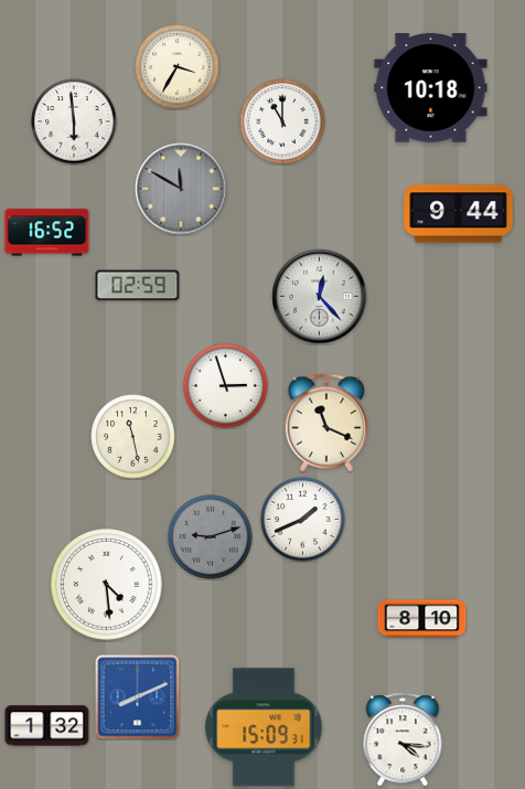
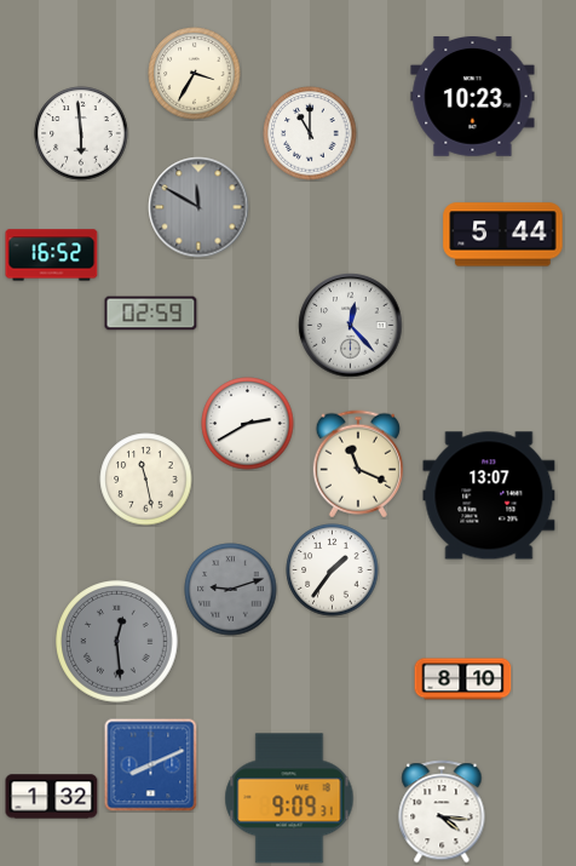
clock at (431, 88): 10:18 -> 10:23
clock at (459, 214): 9:44 -> 5:44
clock at (226, 386): 2:57 -> 2:40
clock at (489, 495): none -> 13:07
clock at (303, 520): 1:41 -> 1:36
clock at (107, 585): 4:29 -> 12:29
clock at (107, 585) dial: white -> grey
clock at (264, 727): 15:09 -> 9:09
